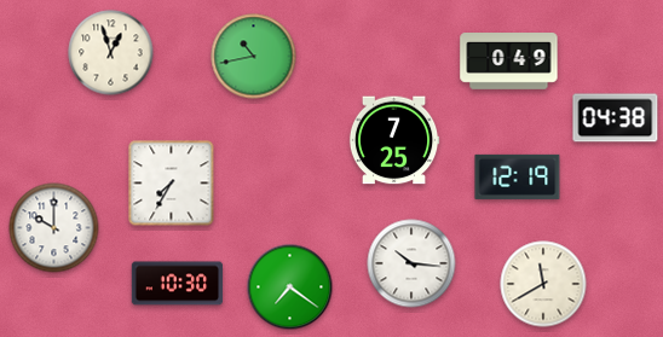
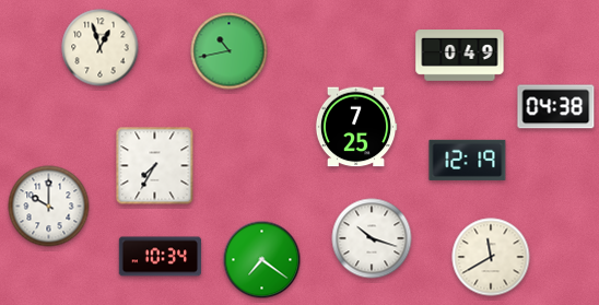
clock at (411, 263): 10:16 -> 10:18
clock at (178, 284): 10:30 -> 10:34
